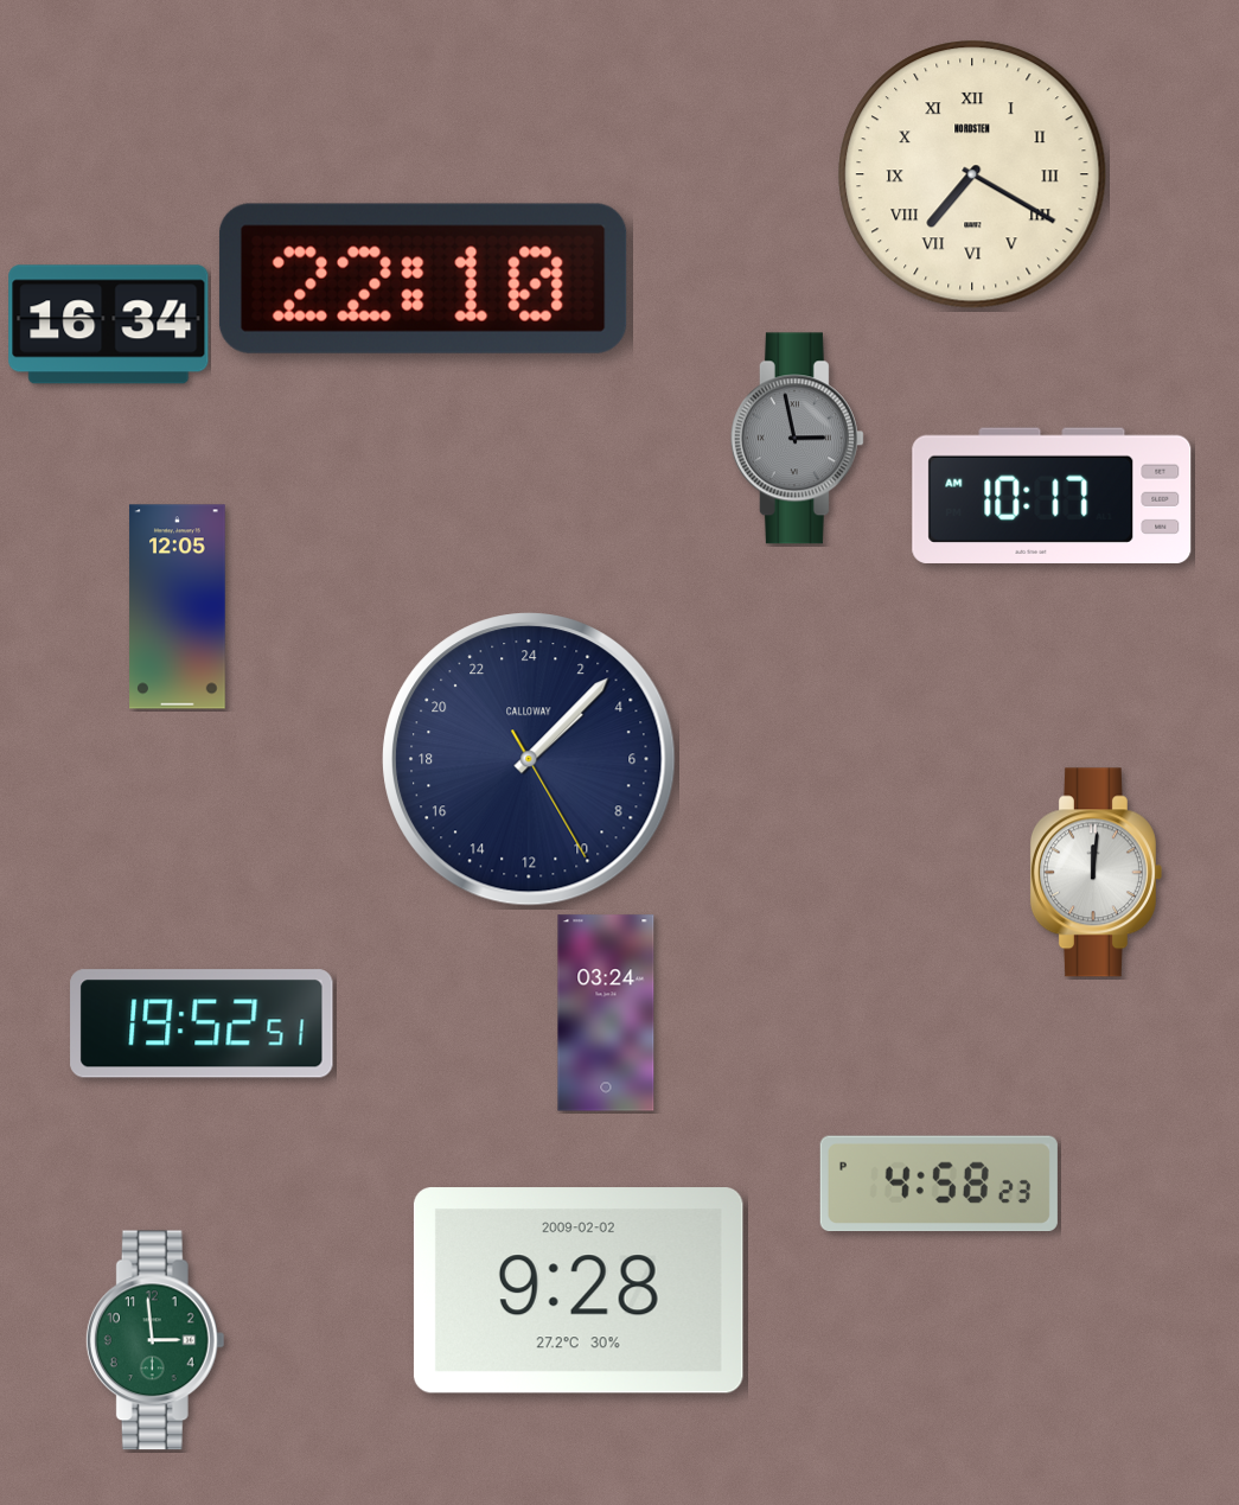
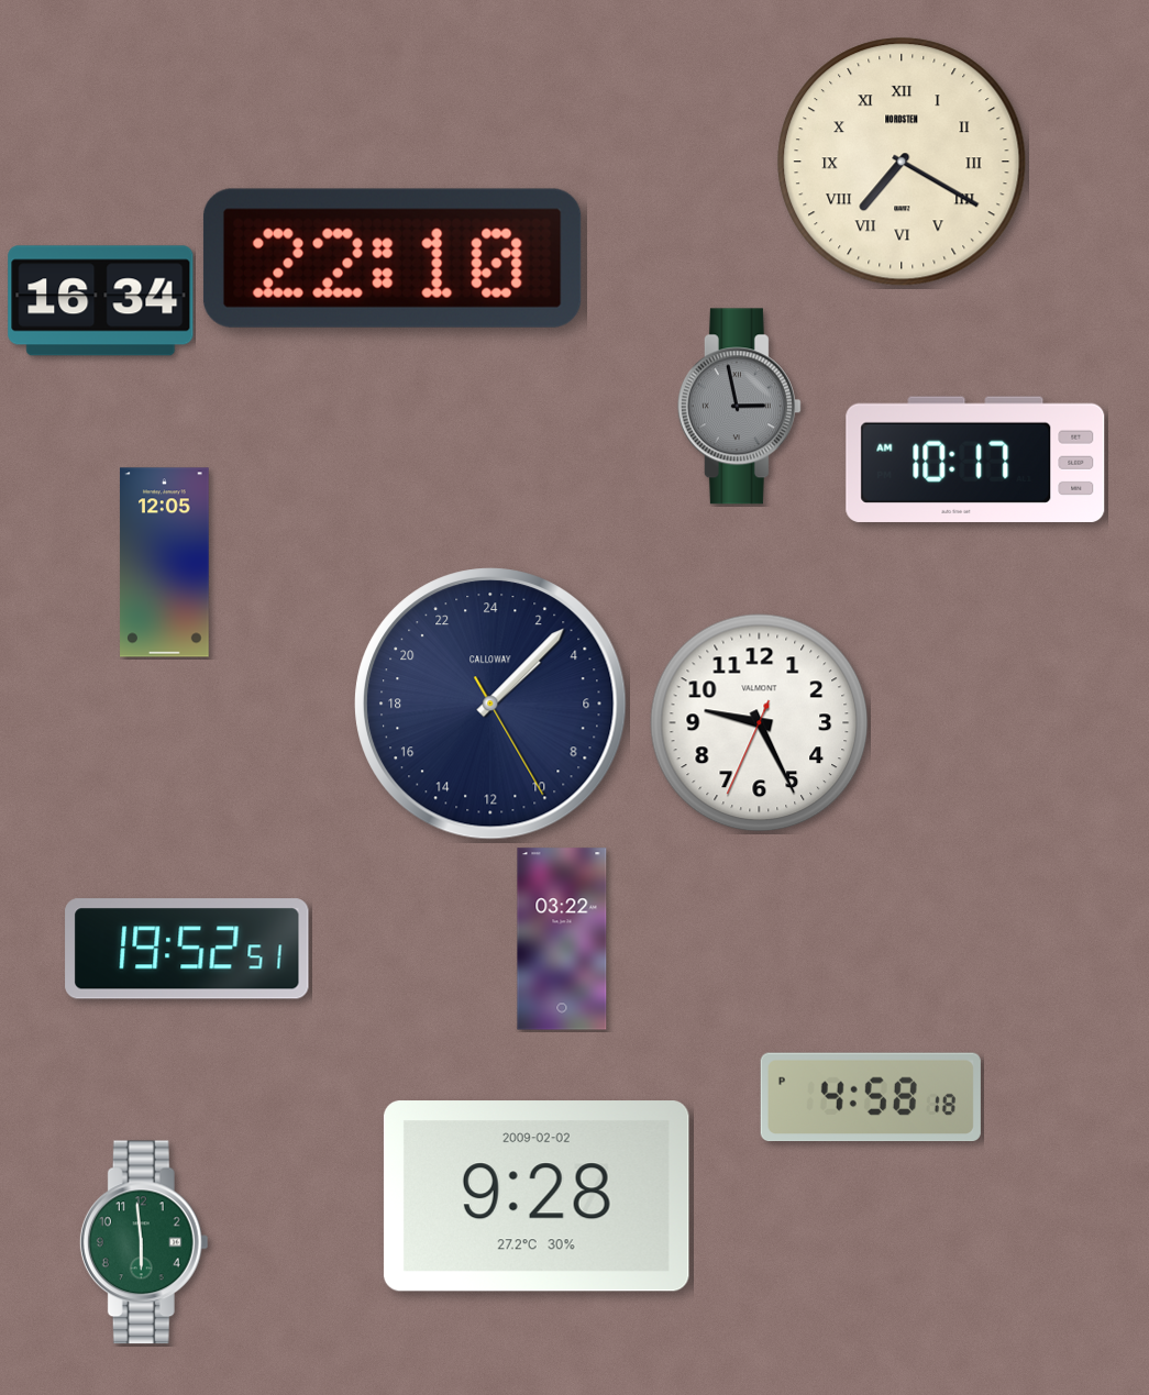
clock at (760, 723): none -> 9:25
clock at (1096, 873): 12:01 -> none
clock at (606, 1013): 03:24 -> 03:22
clock at (939, 1184): 4:58:23 PM -> 4:58:18 PM
clock at (155, 1340): 2:59 -> 5:59
